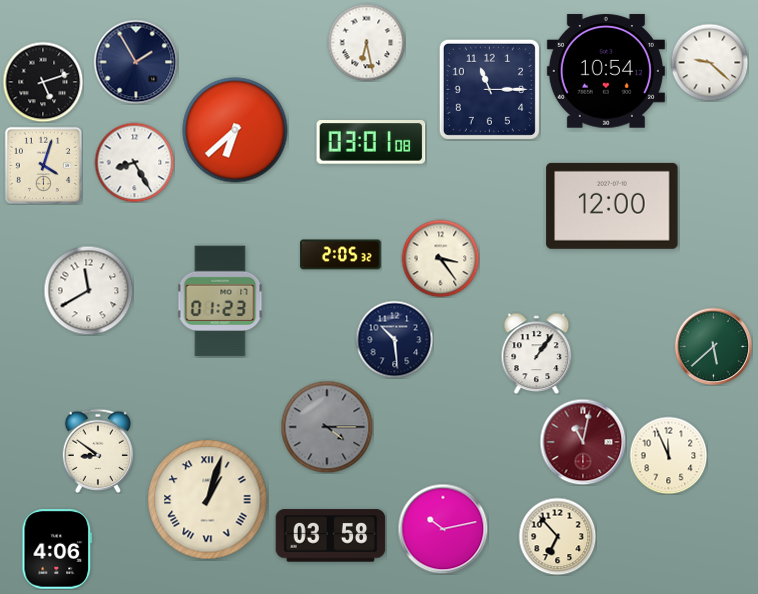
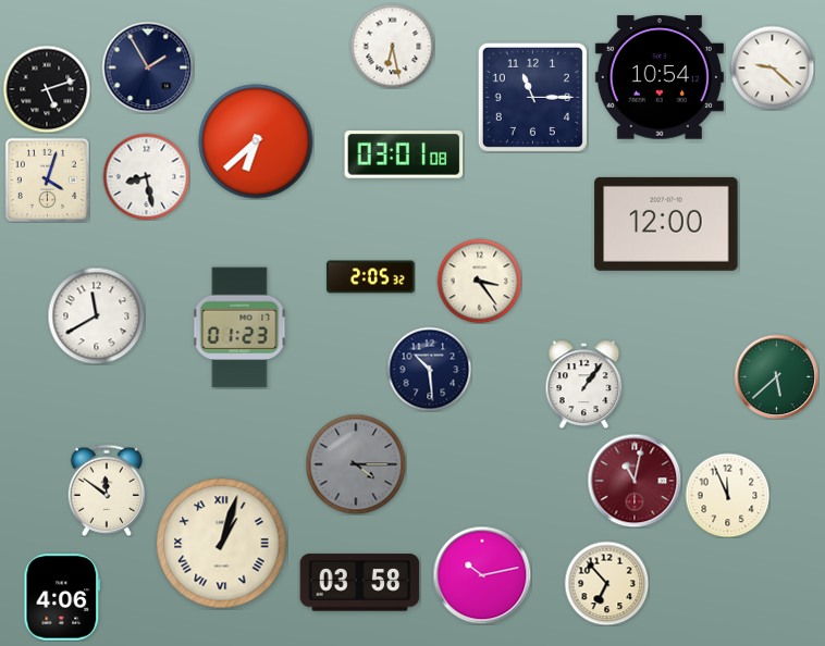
clock at (366, 42) position: (366, 42) -> (392, 46)
clock at (134, 162): 8:25 -> 8:28
clock at (98, 451): 8:51 -> 11:51
clock at (208, 500) position: (208, 500) -> (222, 544)
